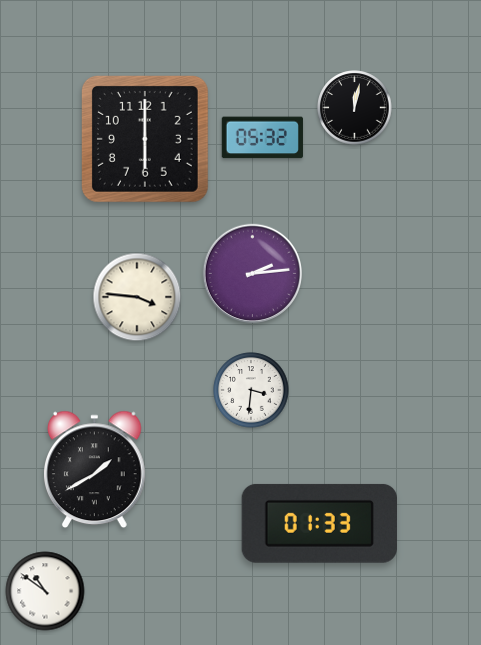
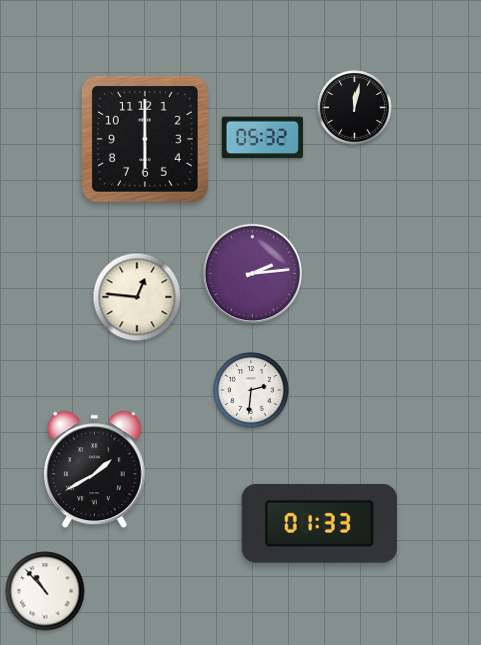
clock at (137, 297): 3:46 -> 12:46
clock at (251, 390): 3:31 -> 2:31
clock at (45, 591): 10:51 -> 10:53
